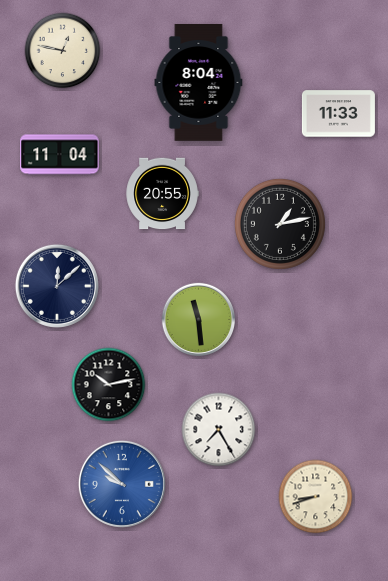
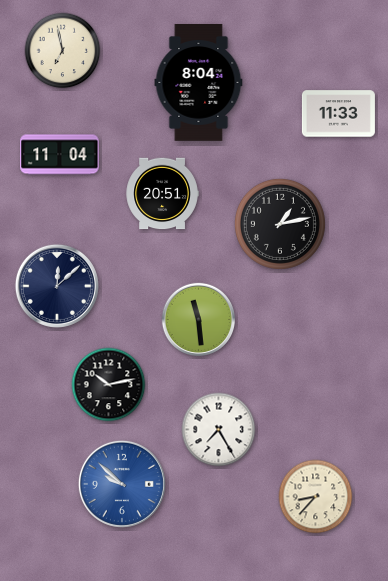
clock at (63, 51): 12:47 -> 6:58
clock at (162, 194): 20:55 -> 20:51
clock at (316, 497): 8:42 -> 8:37
